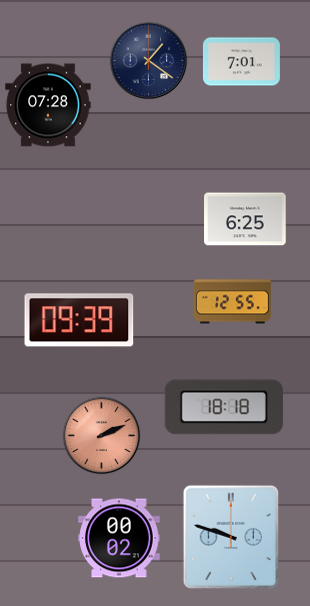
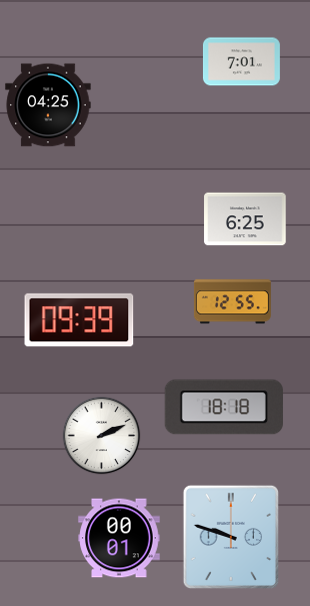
clock at (148, 60): 1:21 -> none
clock at (48, 105): 07:28 -> 04:25
clock at (101, 435) dial: salmon -> white
clock at (119, 538): 00:02 -> 00:01
